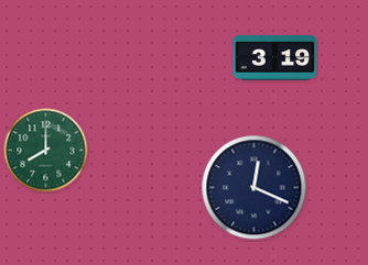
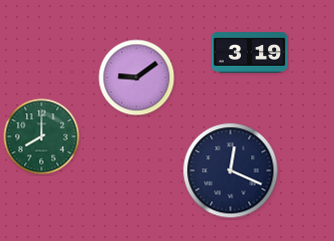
clock at (137, 78): none -> 9:09
